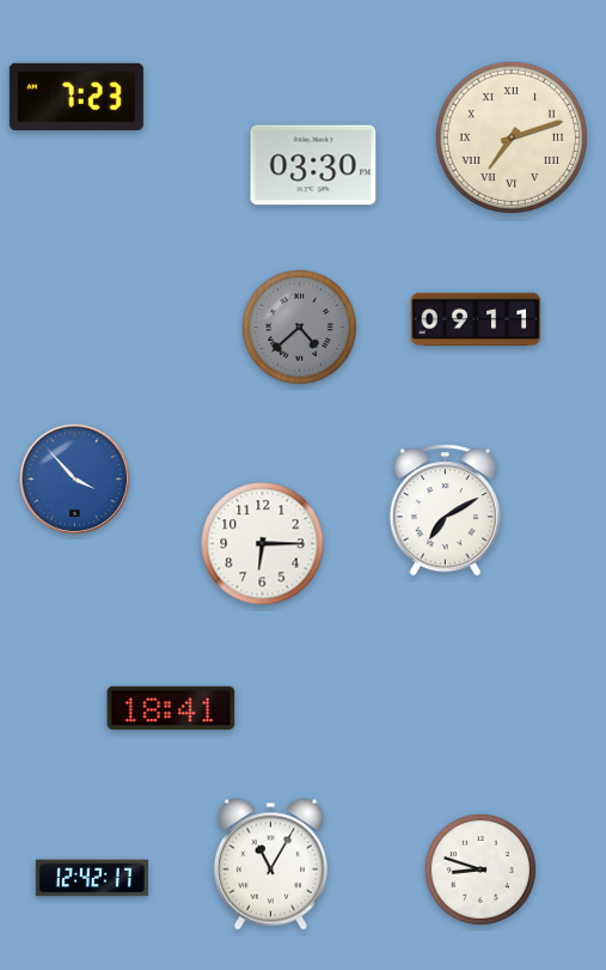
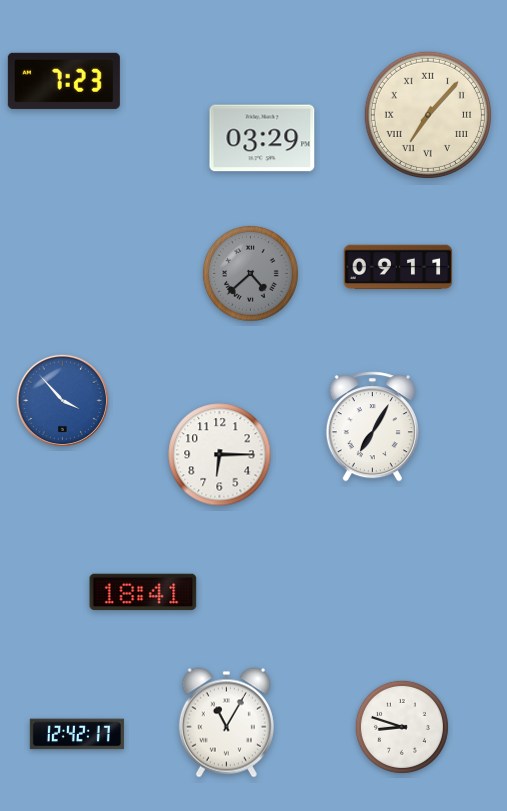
clock at (512, 138): 7:12 -> 7:07
clock at (313, 165): 03:30 -> 03:29
clock at (445, 511): 7:10 -> 7:05
